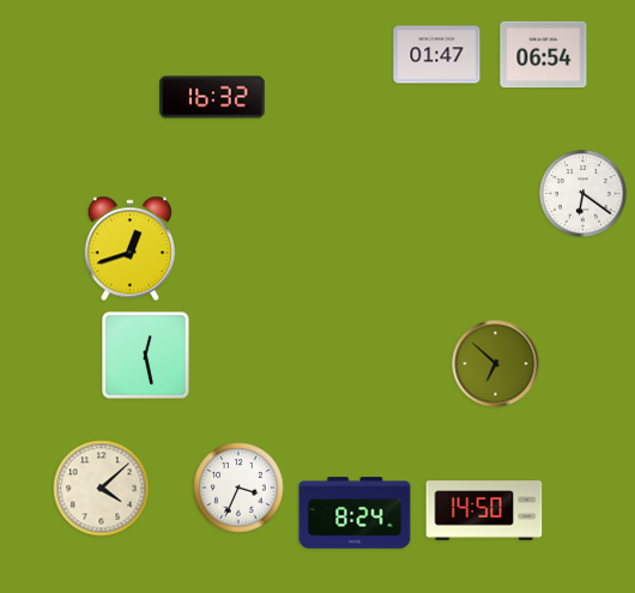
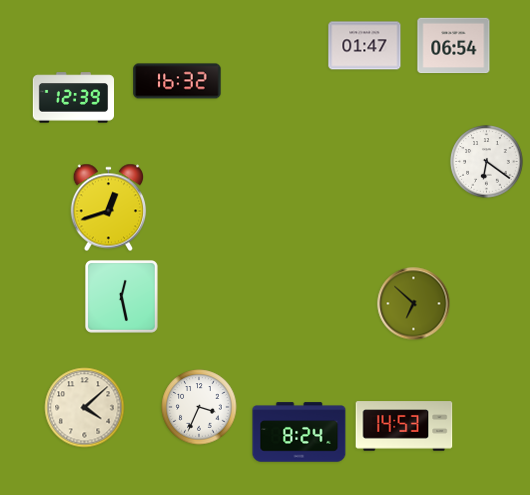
clock at (74, 98): none -> 12:39
clock at (484, 510): 14:50 -> 14:53
clock at (355, 513) position: (355, 513) -> (299, 432)
